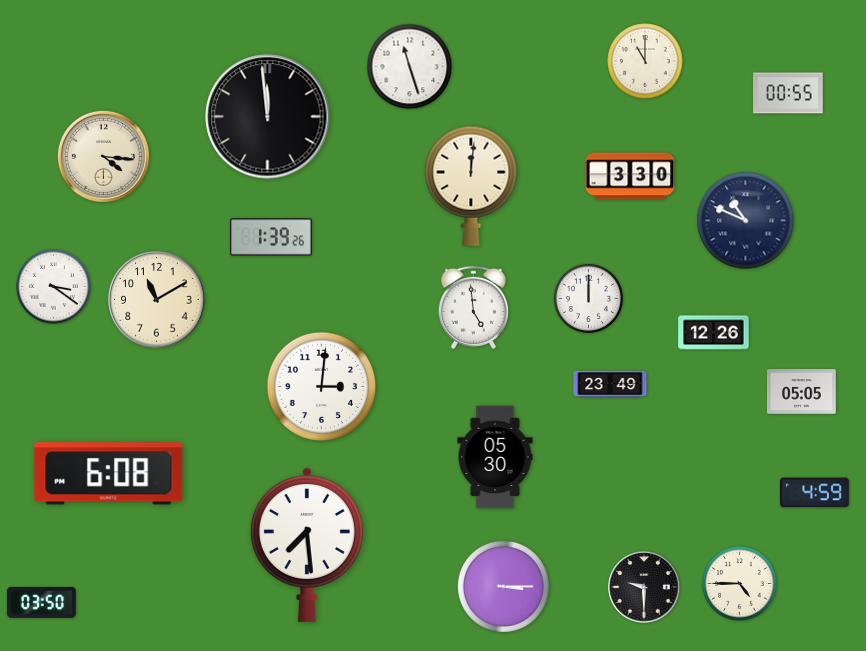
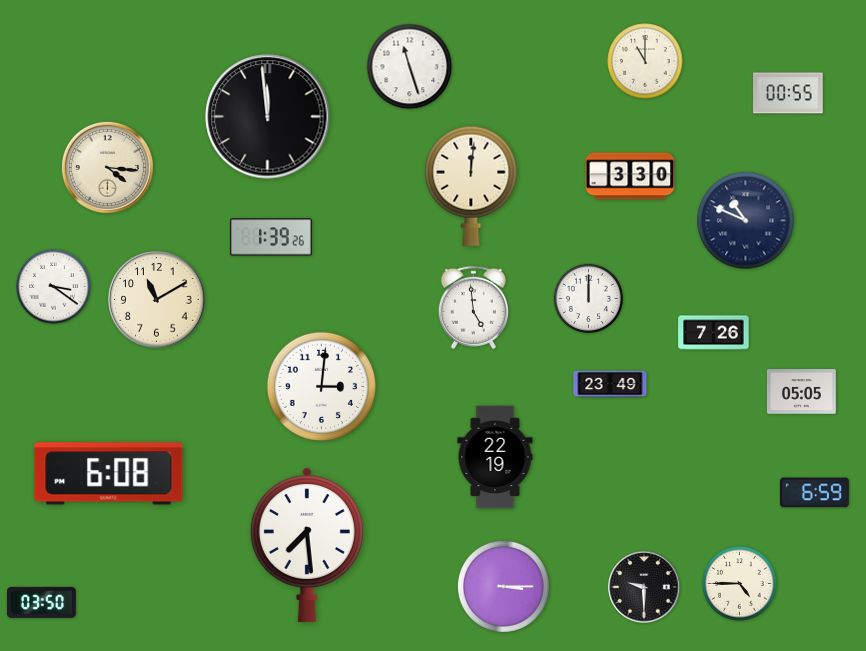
clock at (103, 156) position: (103, 156) -> (107, 167)
clock at (714, 333): 12:26 -> 7:26
clock at (495, 457): 05:30 -> 22:19
clock at (814, 493): 4:59 -> 6:59
